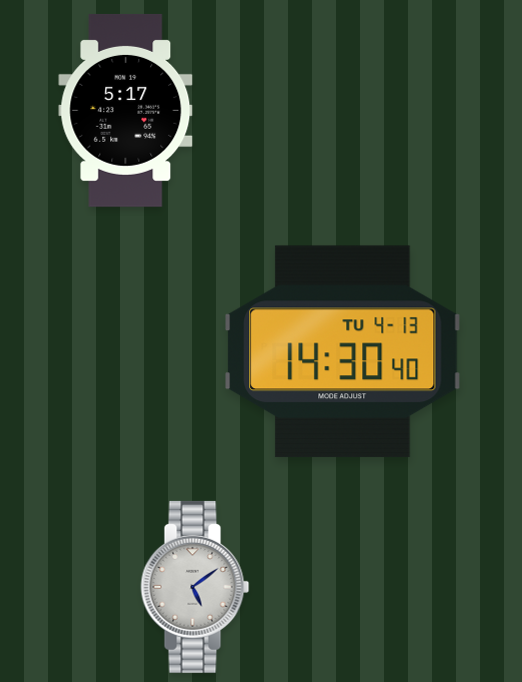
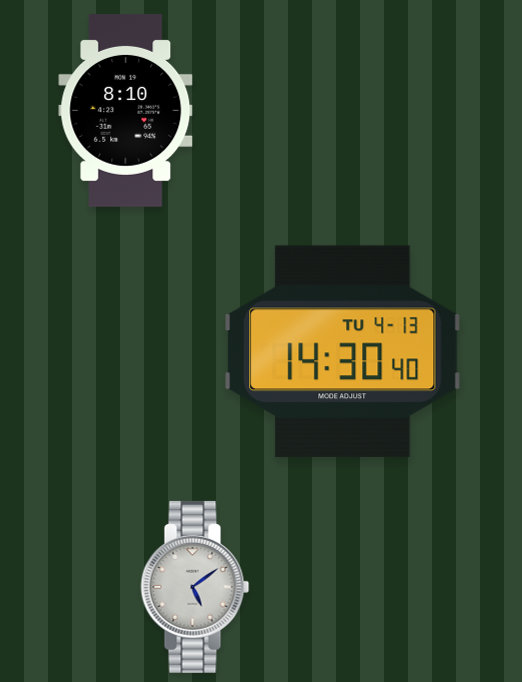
clock at (126, 110): 5:17 -> 8:10
